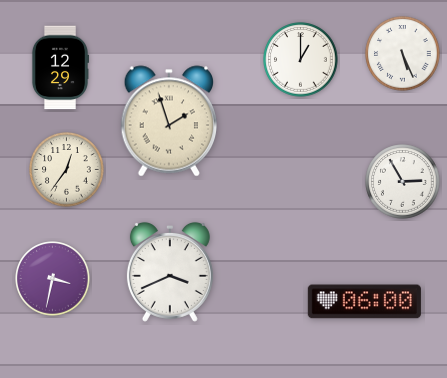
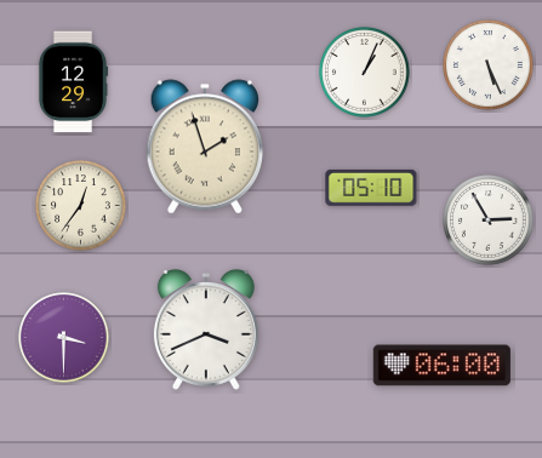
clock at (301, 60): 1:00 -> 1:04
clock at (371, 188): none -> 05:10
clock at (53, 279): 3:32 -> 3:30
